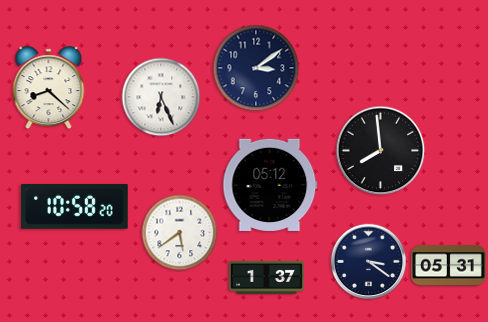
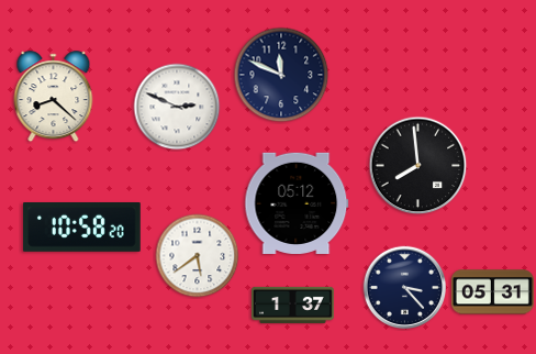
clock at (256, 68): 3:09 -> 11:49
clock at (161, 97): 6:26 -> 2:49
clock at (369, 262): 3:21 -> 3:23
